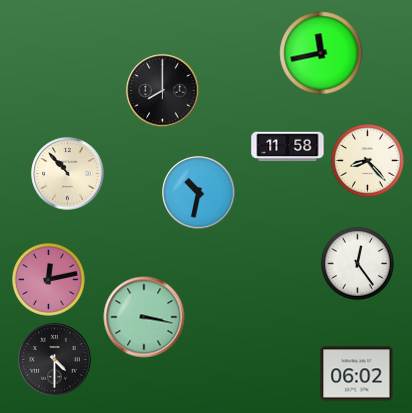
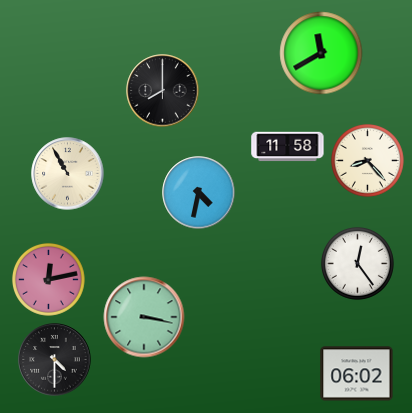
clock at (321, 53): 11:43 -> 11:40
clock at (68, 174): 10:53 -> 10:55
clock at (199, 193): 10:32 -> 4:32
